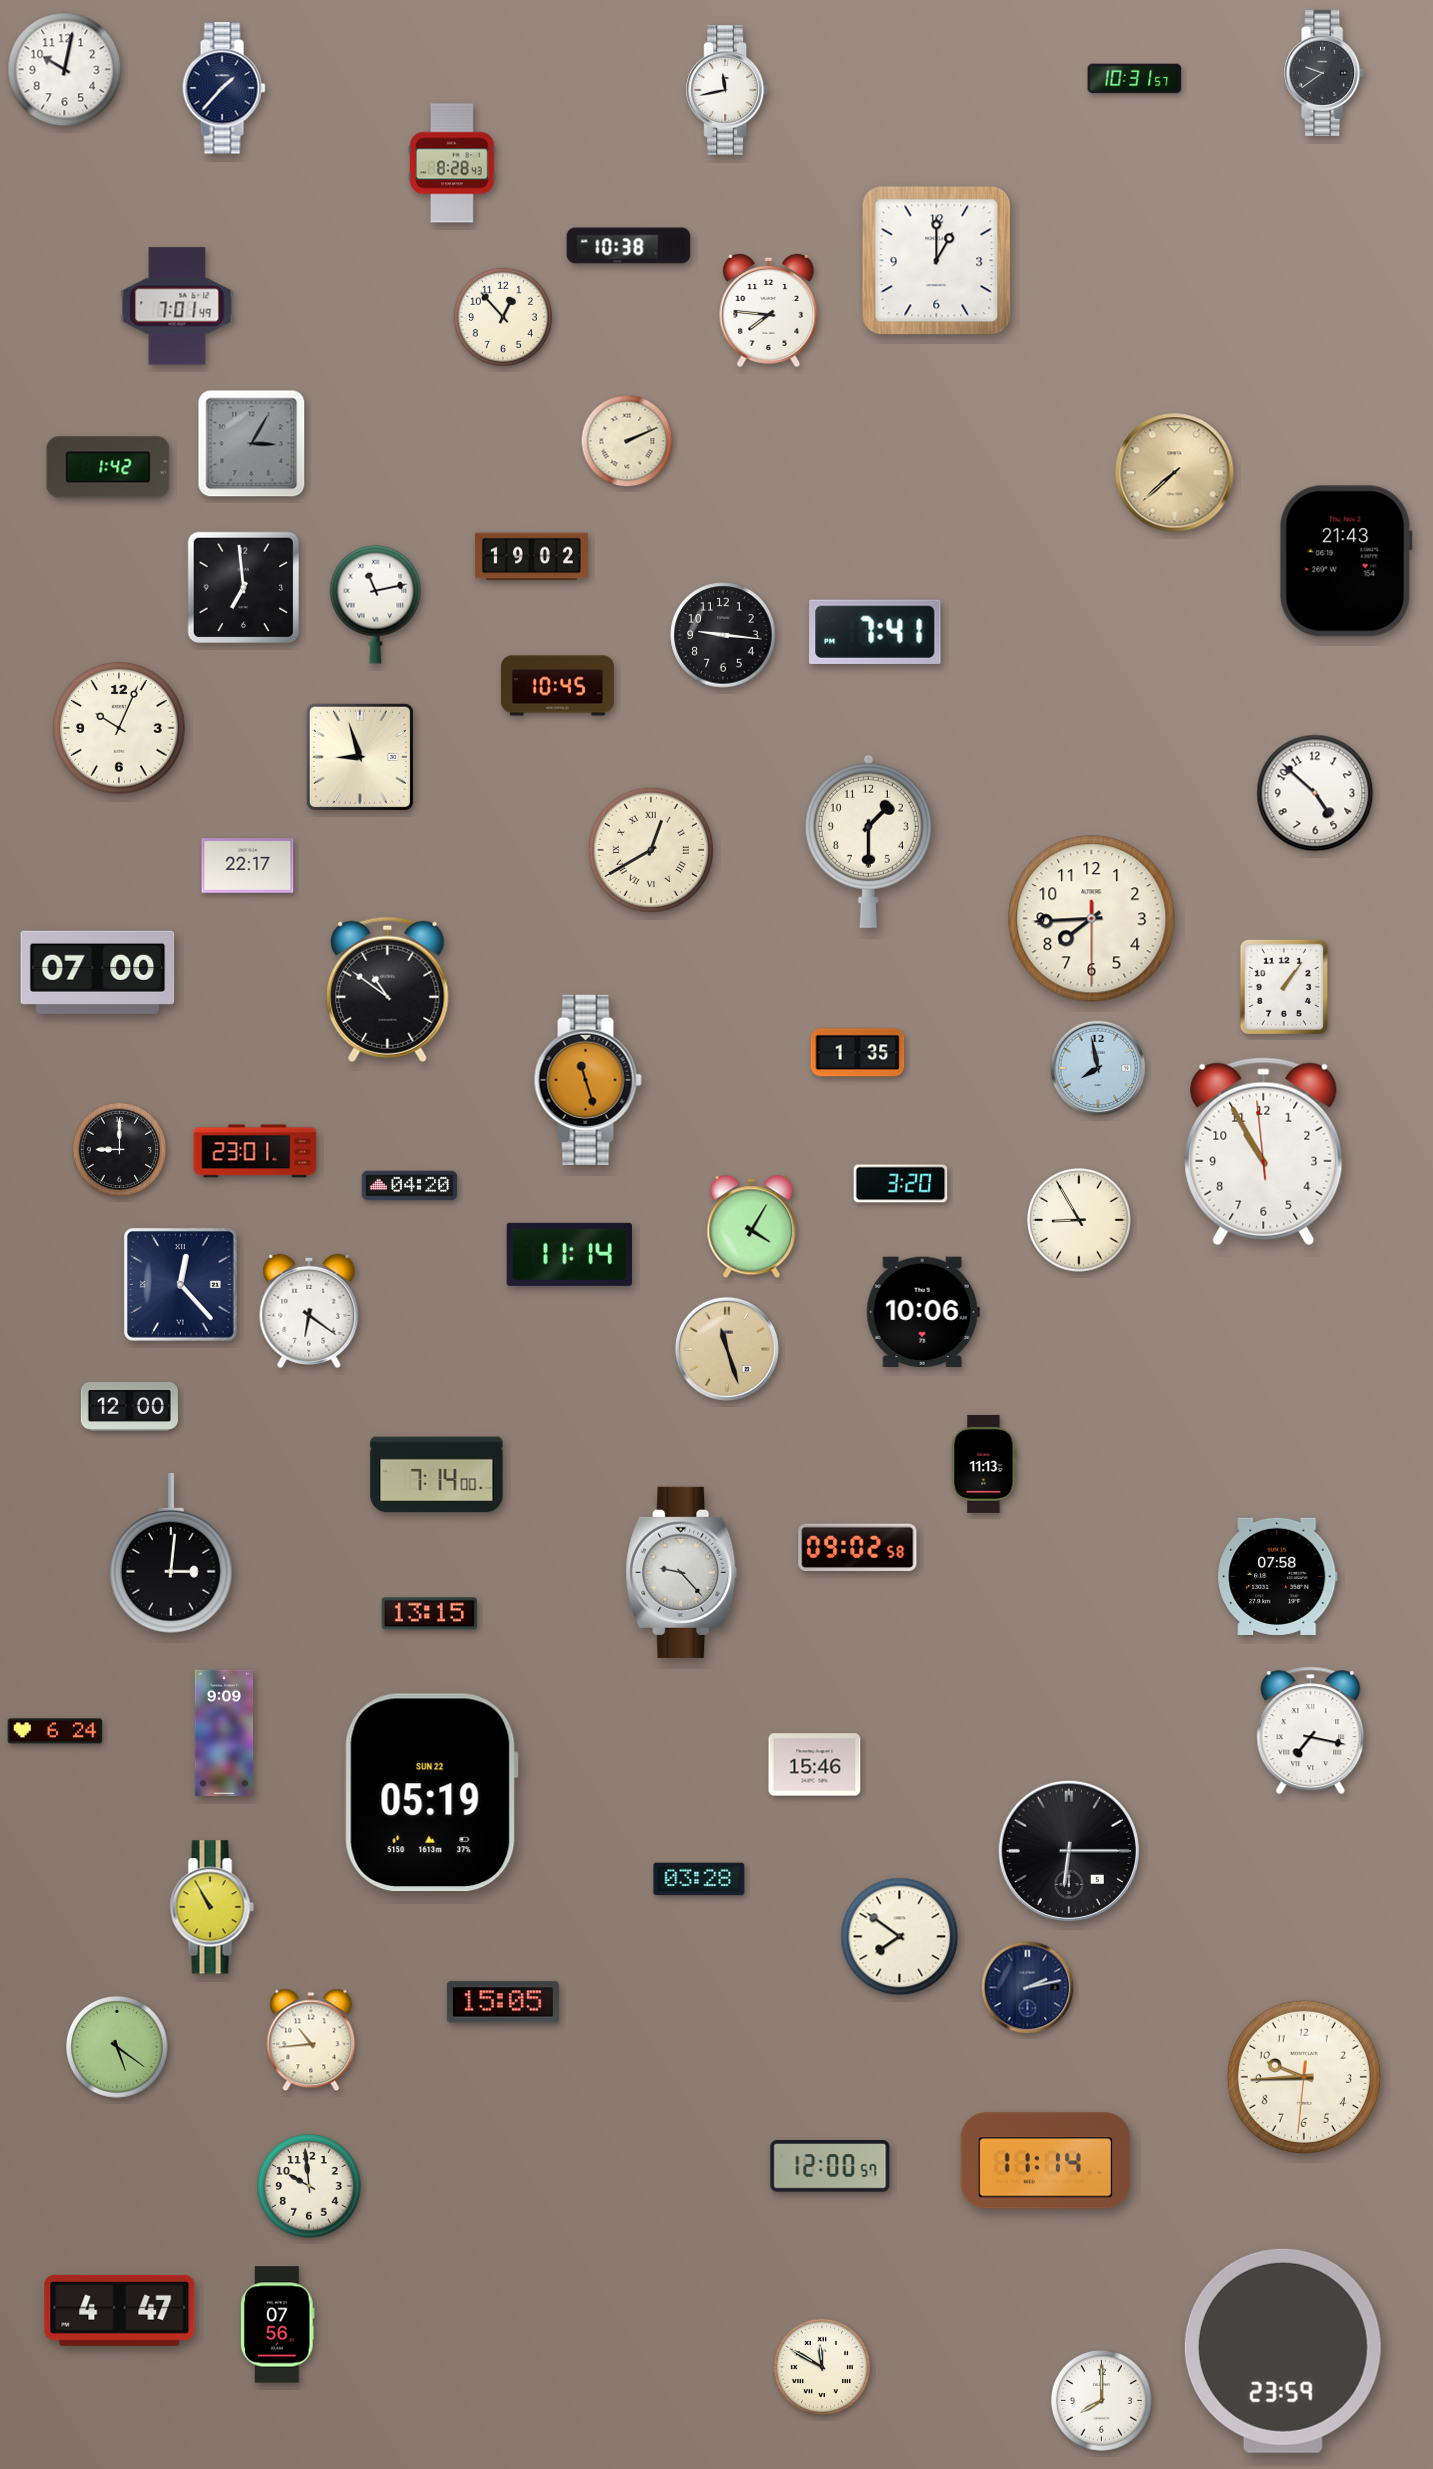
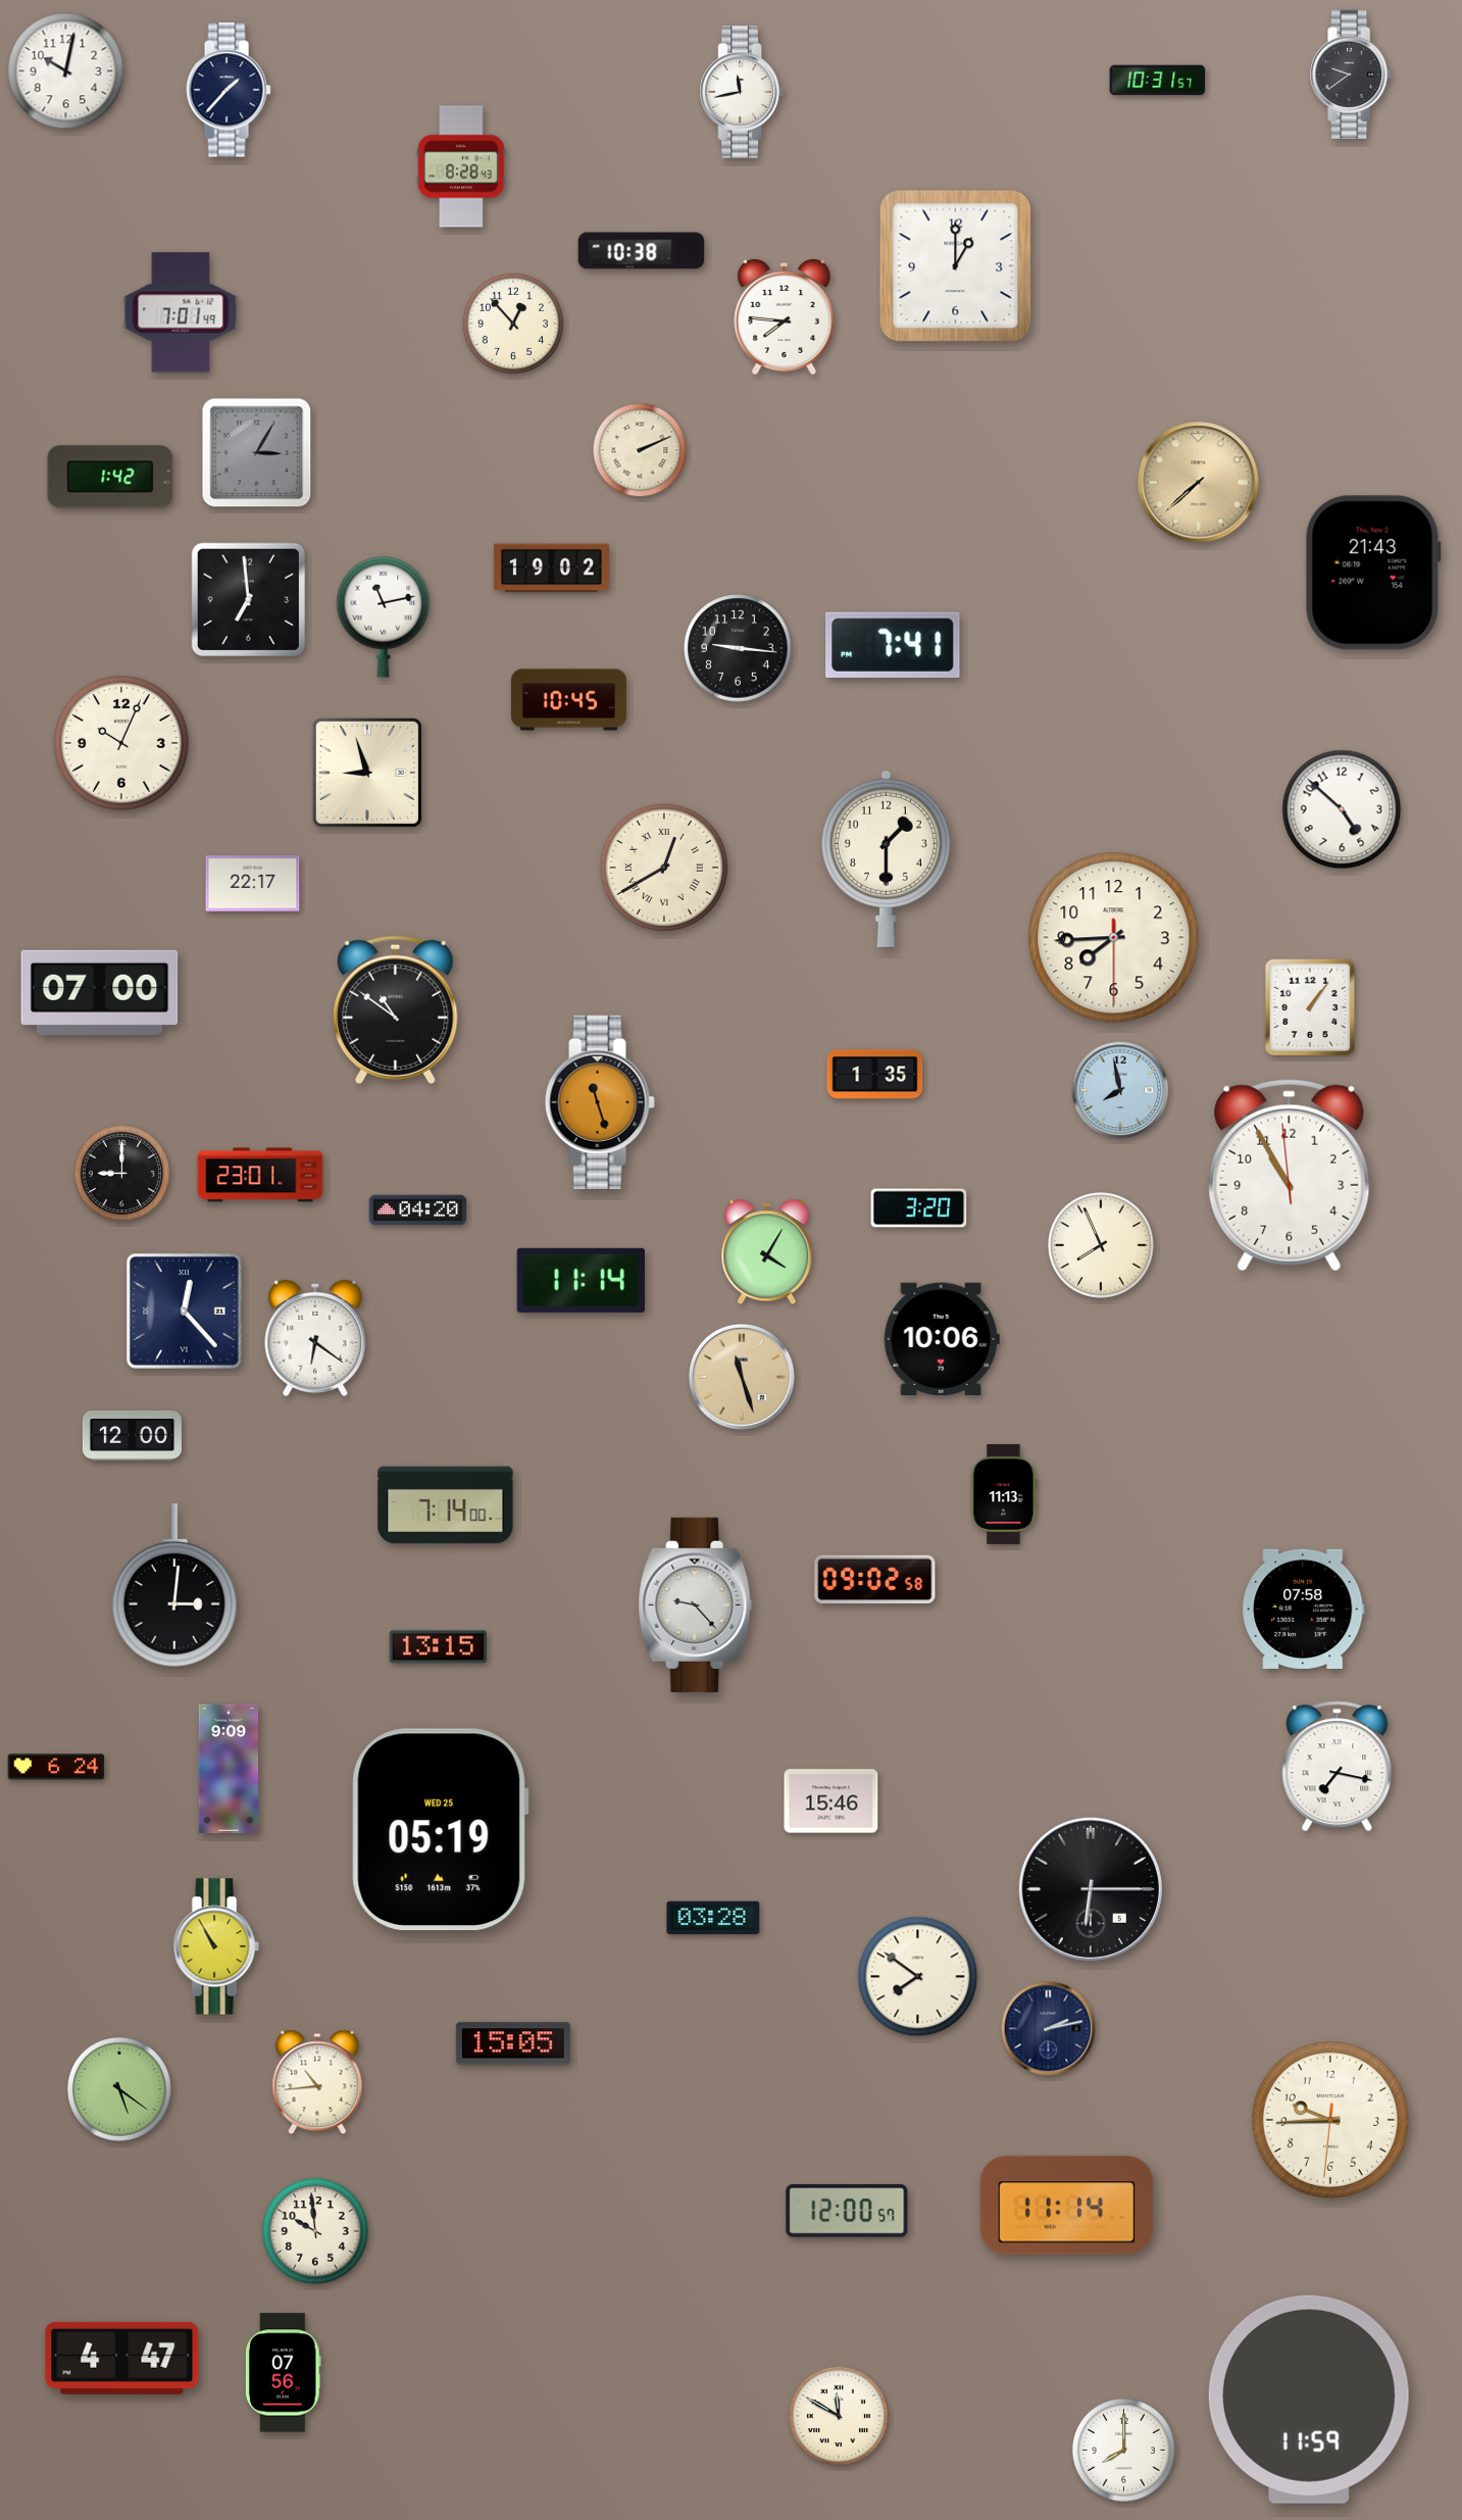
clock at (531, 557) position: (531, 557) -> (551, 569)
clock at (1079, 1220): 8:55 -> 7:56
clock at (431, 1793) date: SUN 22 -> WED 25
clock at (1283, 2351): 23:59 -> 11:59
